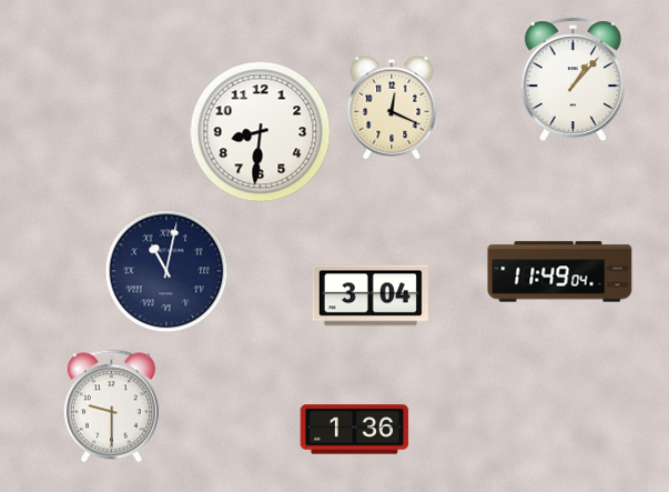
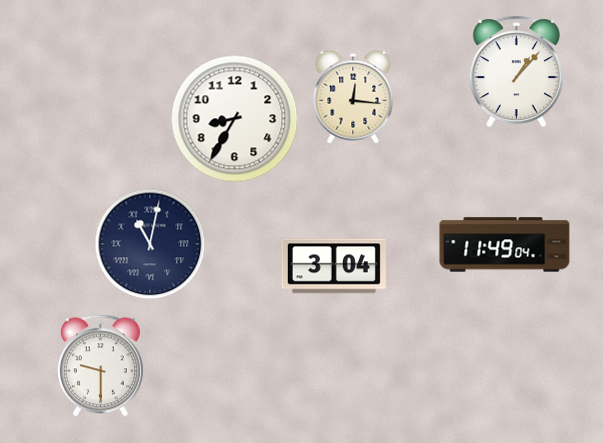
clock at (392, 108): 12:19 -> 12:16
clock at (261, 132): 8:31 -> 8:35
clock at (355, 430): 1:36 -> none
